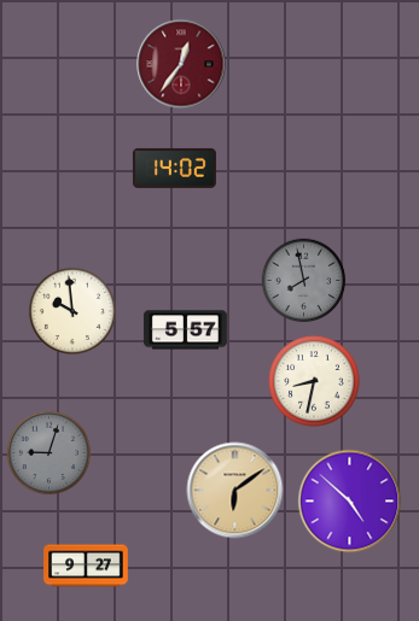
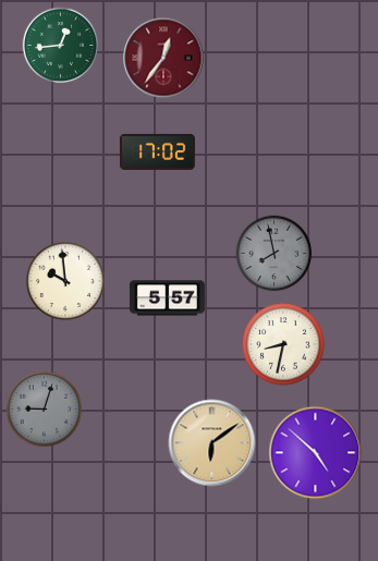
clock at (61, 46): none -> 12:44
clock at (174, 168): 14:02 -> 17:02
clock at (86, 566): 9:27 -> none
